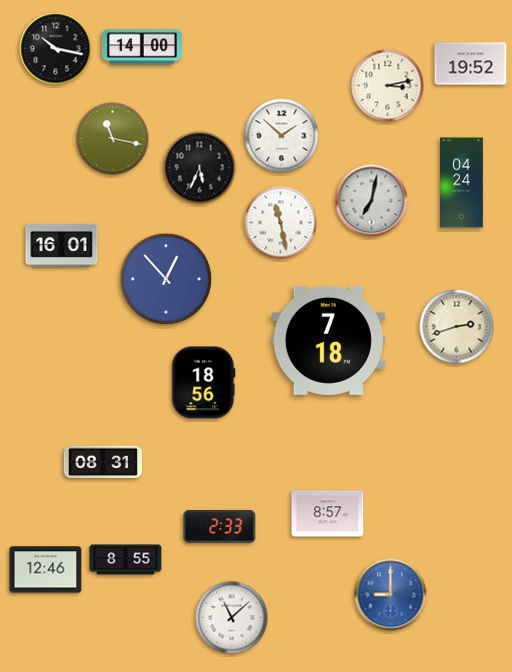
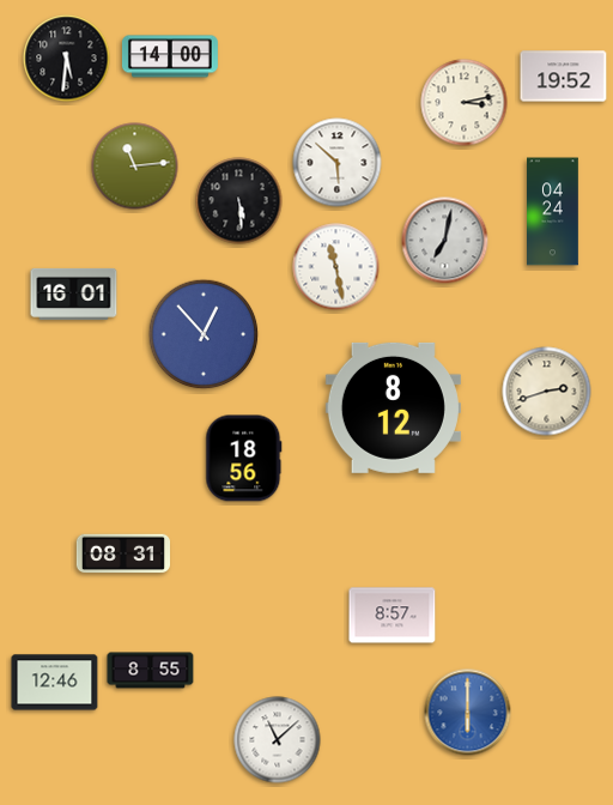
clock at (56, 49): 10:17 -> 5:31
clock at (282, 136): 1:52 -> 5:52
clock at (113, 139): 11:17 -> 11:14
clock at (200, 168): 5:34 -> 5:29
clock at (462, 183) position: (462, 183) -> (553, 212)
clock at (166, 279) position: (166, 279) -> (204, 334)
clock at (328, 340): 7:18 -> 8:12
clock at (220, 526): 2:33 -> none
clock at (391, 595): 9:00 -> 6:00
